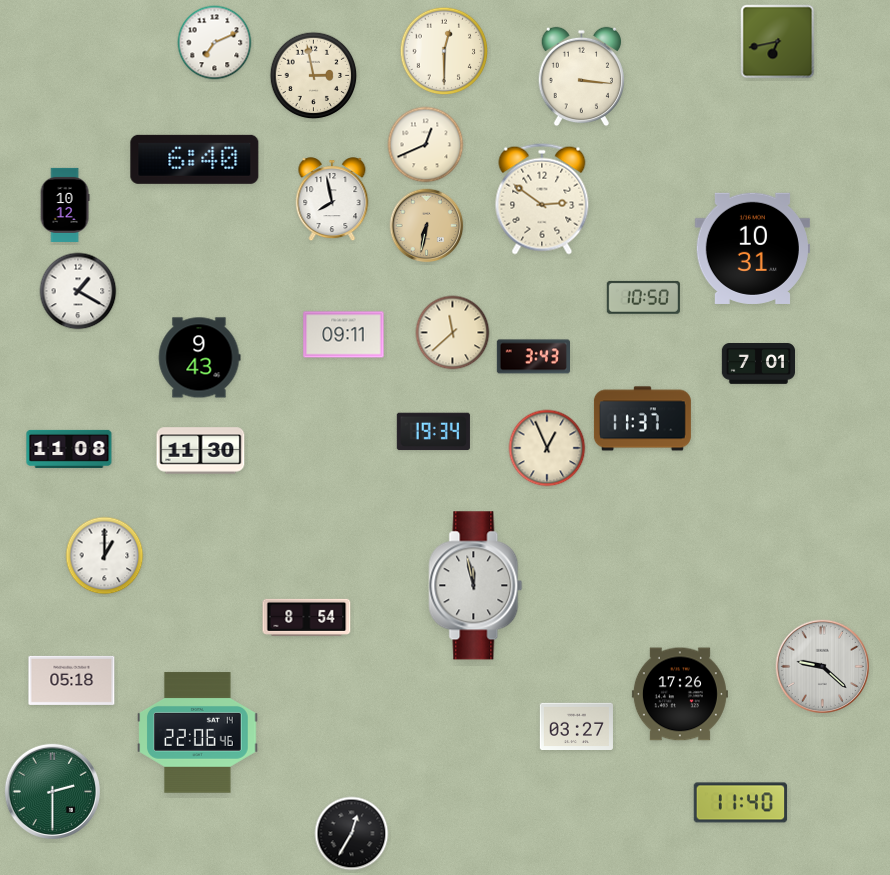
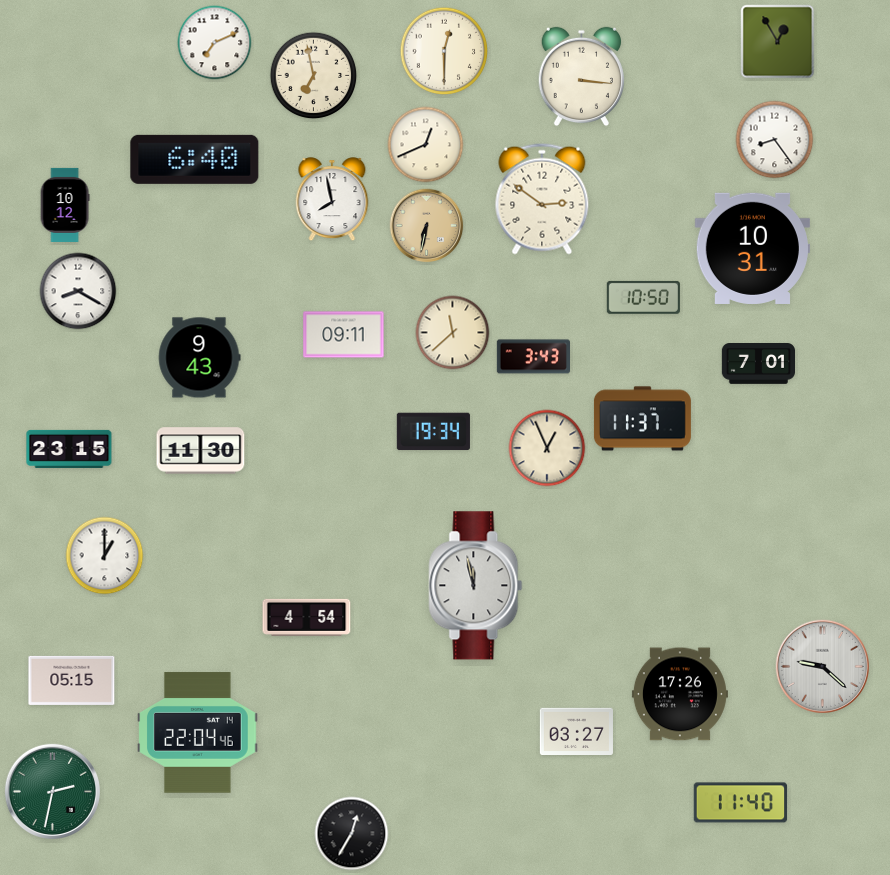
clock at (778, 42): 6:43 -> 12:55
clock at (314, 76): 2:58 -> 6:58
clock at (775, 140): none -> 8:24
clock at (78, 291): 1:20 -> 8:20
clock at (69, 449): 11:08 -> 23:15
clock at (307, 617): 8:54 -> 4:54
clock at (72, 680): 05:18 -> 05:15
clock at (576, 727) position: (576, 727) -> (576, 732)
clock at (198, 733): 22:06 -> 22:04
clock at (52, 791): 2:30 -> 2:32
